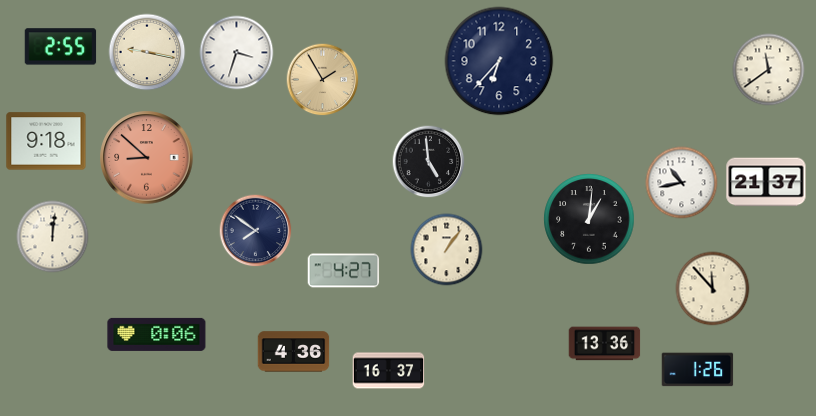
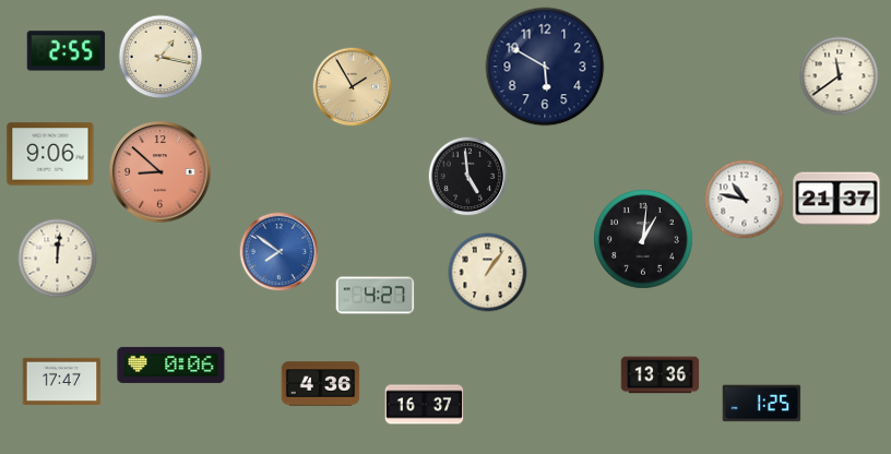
clock at (147, 52): 9:17 -> 1:17
clock at (237, 53): 3:33 -> none
clock at (499, 61): 6:37 -> 5:50
clock at (46, 141): 9:18 -> 9:06
clock at (682, 183): 10:43 -> 10:47
clock at (256, 231) dial: navy -> blue
clock at (713, 289): 11:53 -> none
clock at (62, 381): none -> 17:47
clock at (698, 370): 1:26 -> 1:25
